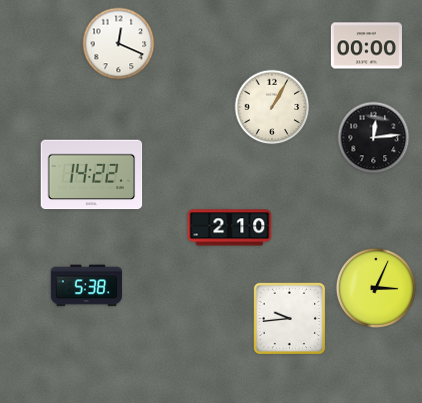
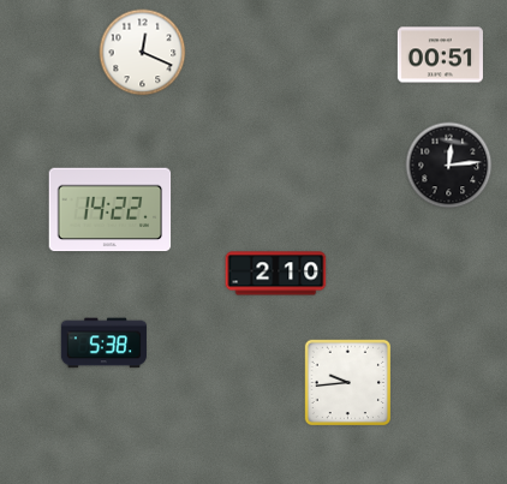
clock at (366, 46): 00:00 -> 00:51
clock at (272, 107): 1:05 -> none
clock at (376, 288): 3:04 -> none
